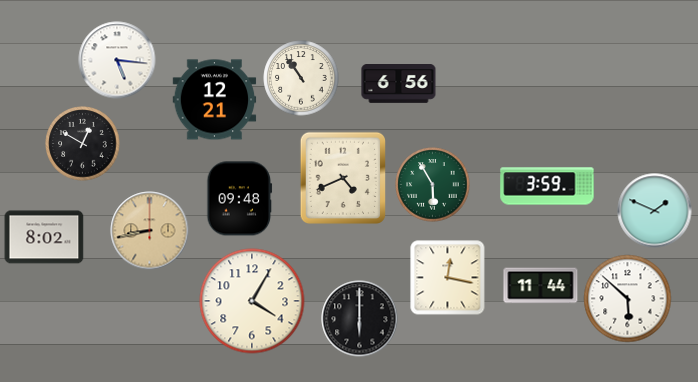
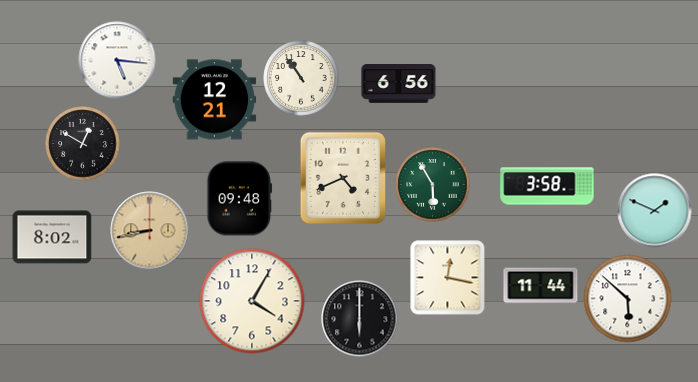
clock at (547, 186): 3:59 -> 3:58
clock at (44, 237) position: (44, 237) -> (52, 237)
